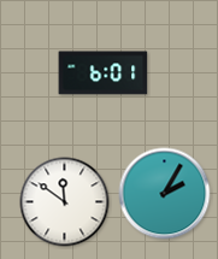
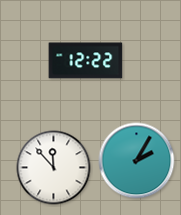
clock at (104, 73): 6:01 -> 12:22
clock at (65, 202): 11:51 -> 11:53
